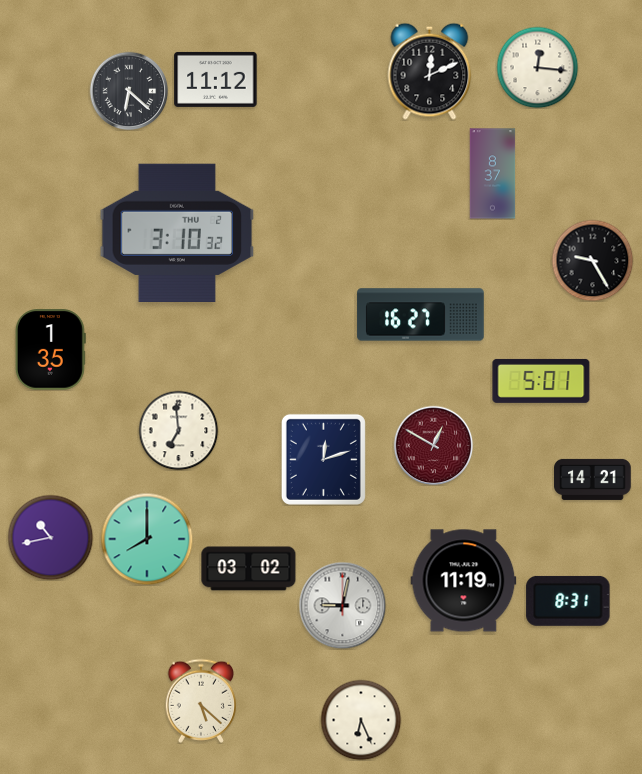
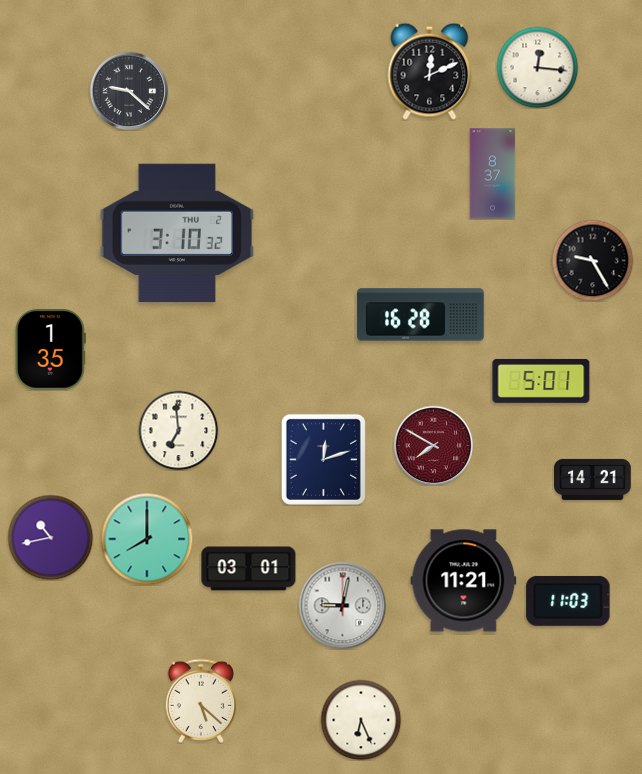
clock at (216, 79): 11:12 -> none
clock at (129, 91): 6:22 -> 9:22
clock at (421, 315): 16:27 -> 16:28
clock at (433, 445): 12:50 -> 7:50
clock at (249, 569): 03:02 -> 03:01
clock at (464, 581): 11:19 -> 11:21
clock at (568, 601): 8:31 -> 11:03
